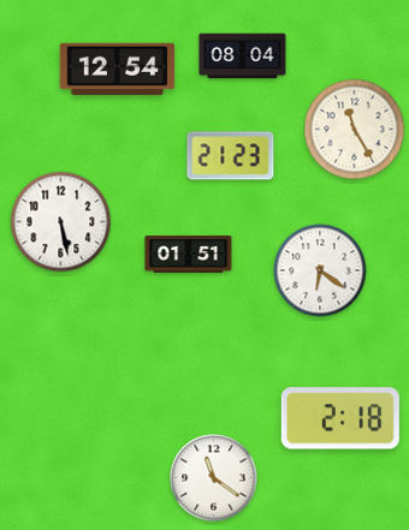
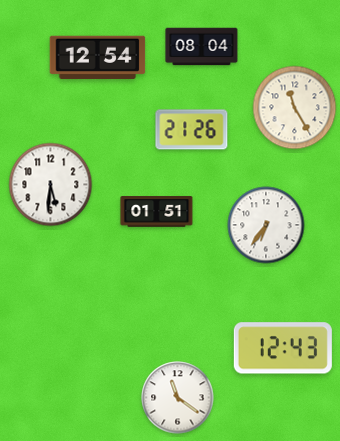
clock at (231, 156): 21:23 -> 21:26
clock at (61, 222): 5:28 -> 5:31
clock at (320, 270): 6:21 -> 6:36
clock at (340, 418): 2:18 -> 12:43
